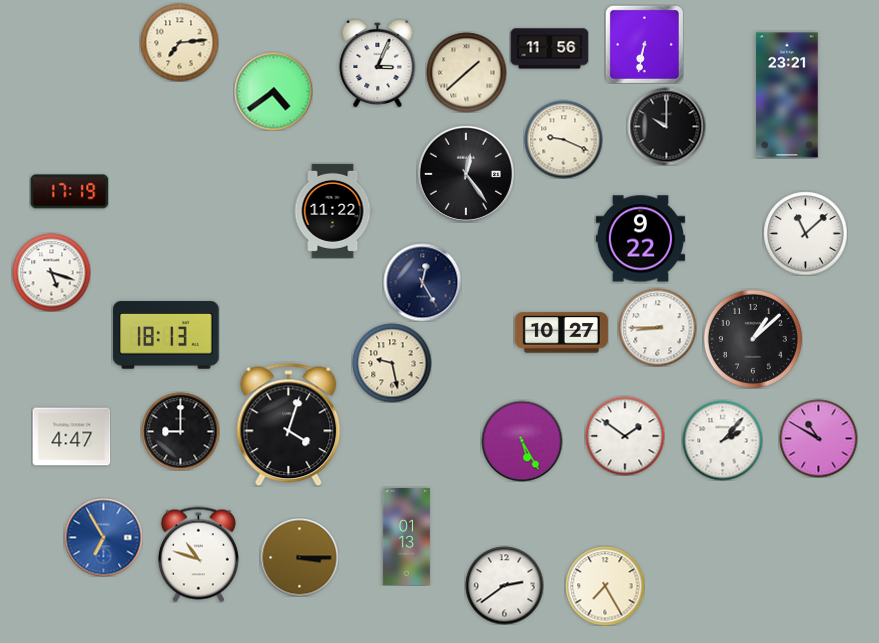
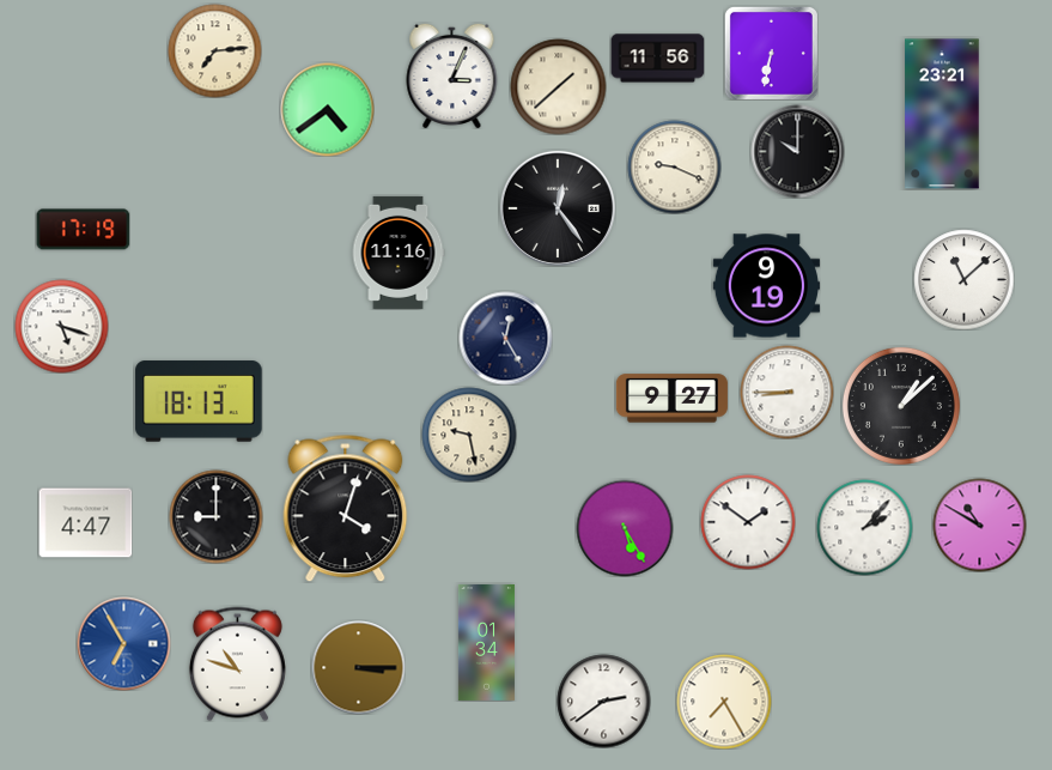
clock at (333, 211): 11:22 -> 11:16
clock at (640, 239): 9:22 -> 9:19
clock at (561, 333): 10:27 -> 9:27
clock at (406, 536): 01:13 -> 01:34
